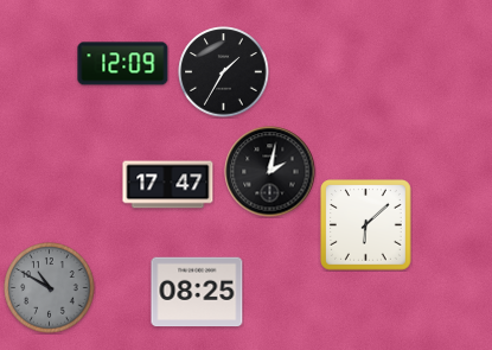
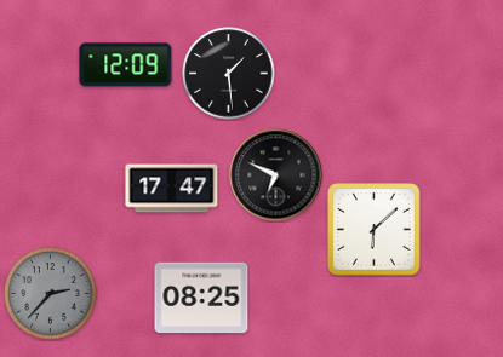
clock at (224, 72): 1:35 -> 1:29
clock at (270, 172): 2:02 -> 6:49
clock at (50, 288): 10:50 -> 2:37
